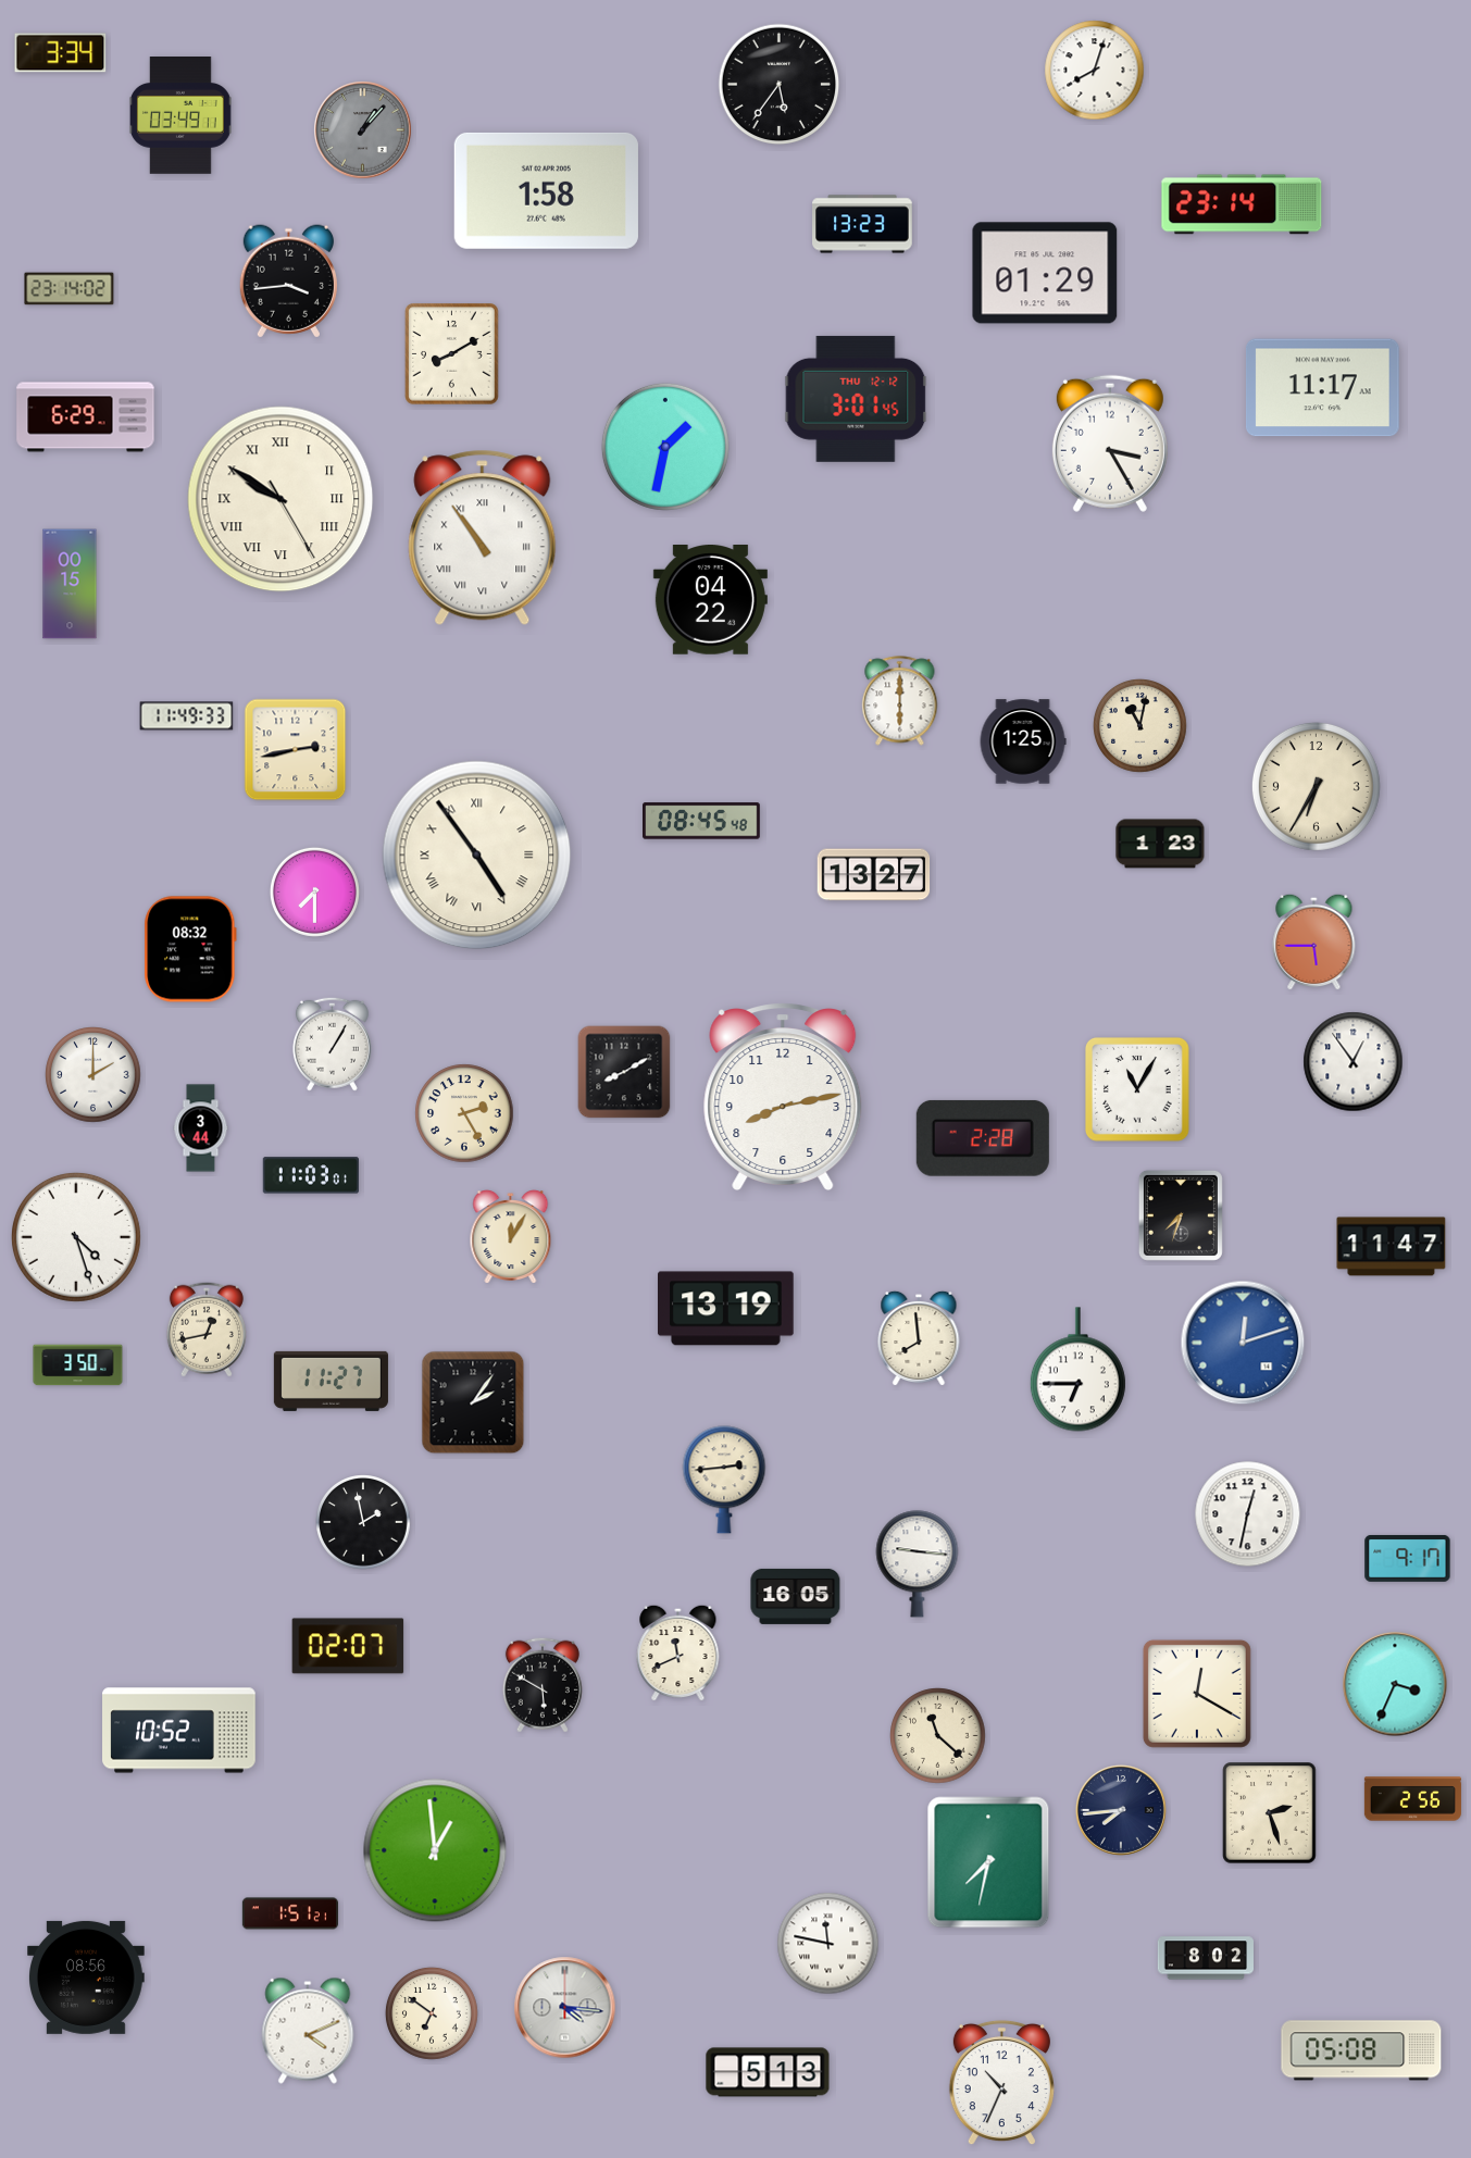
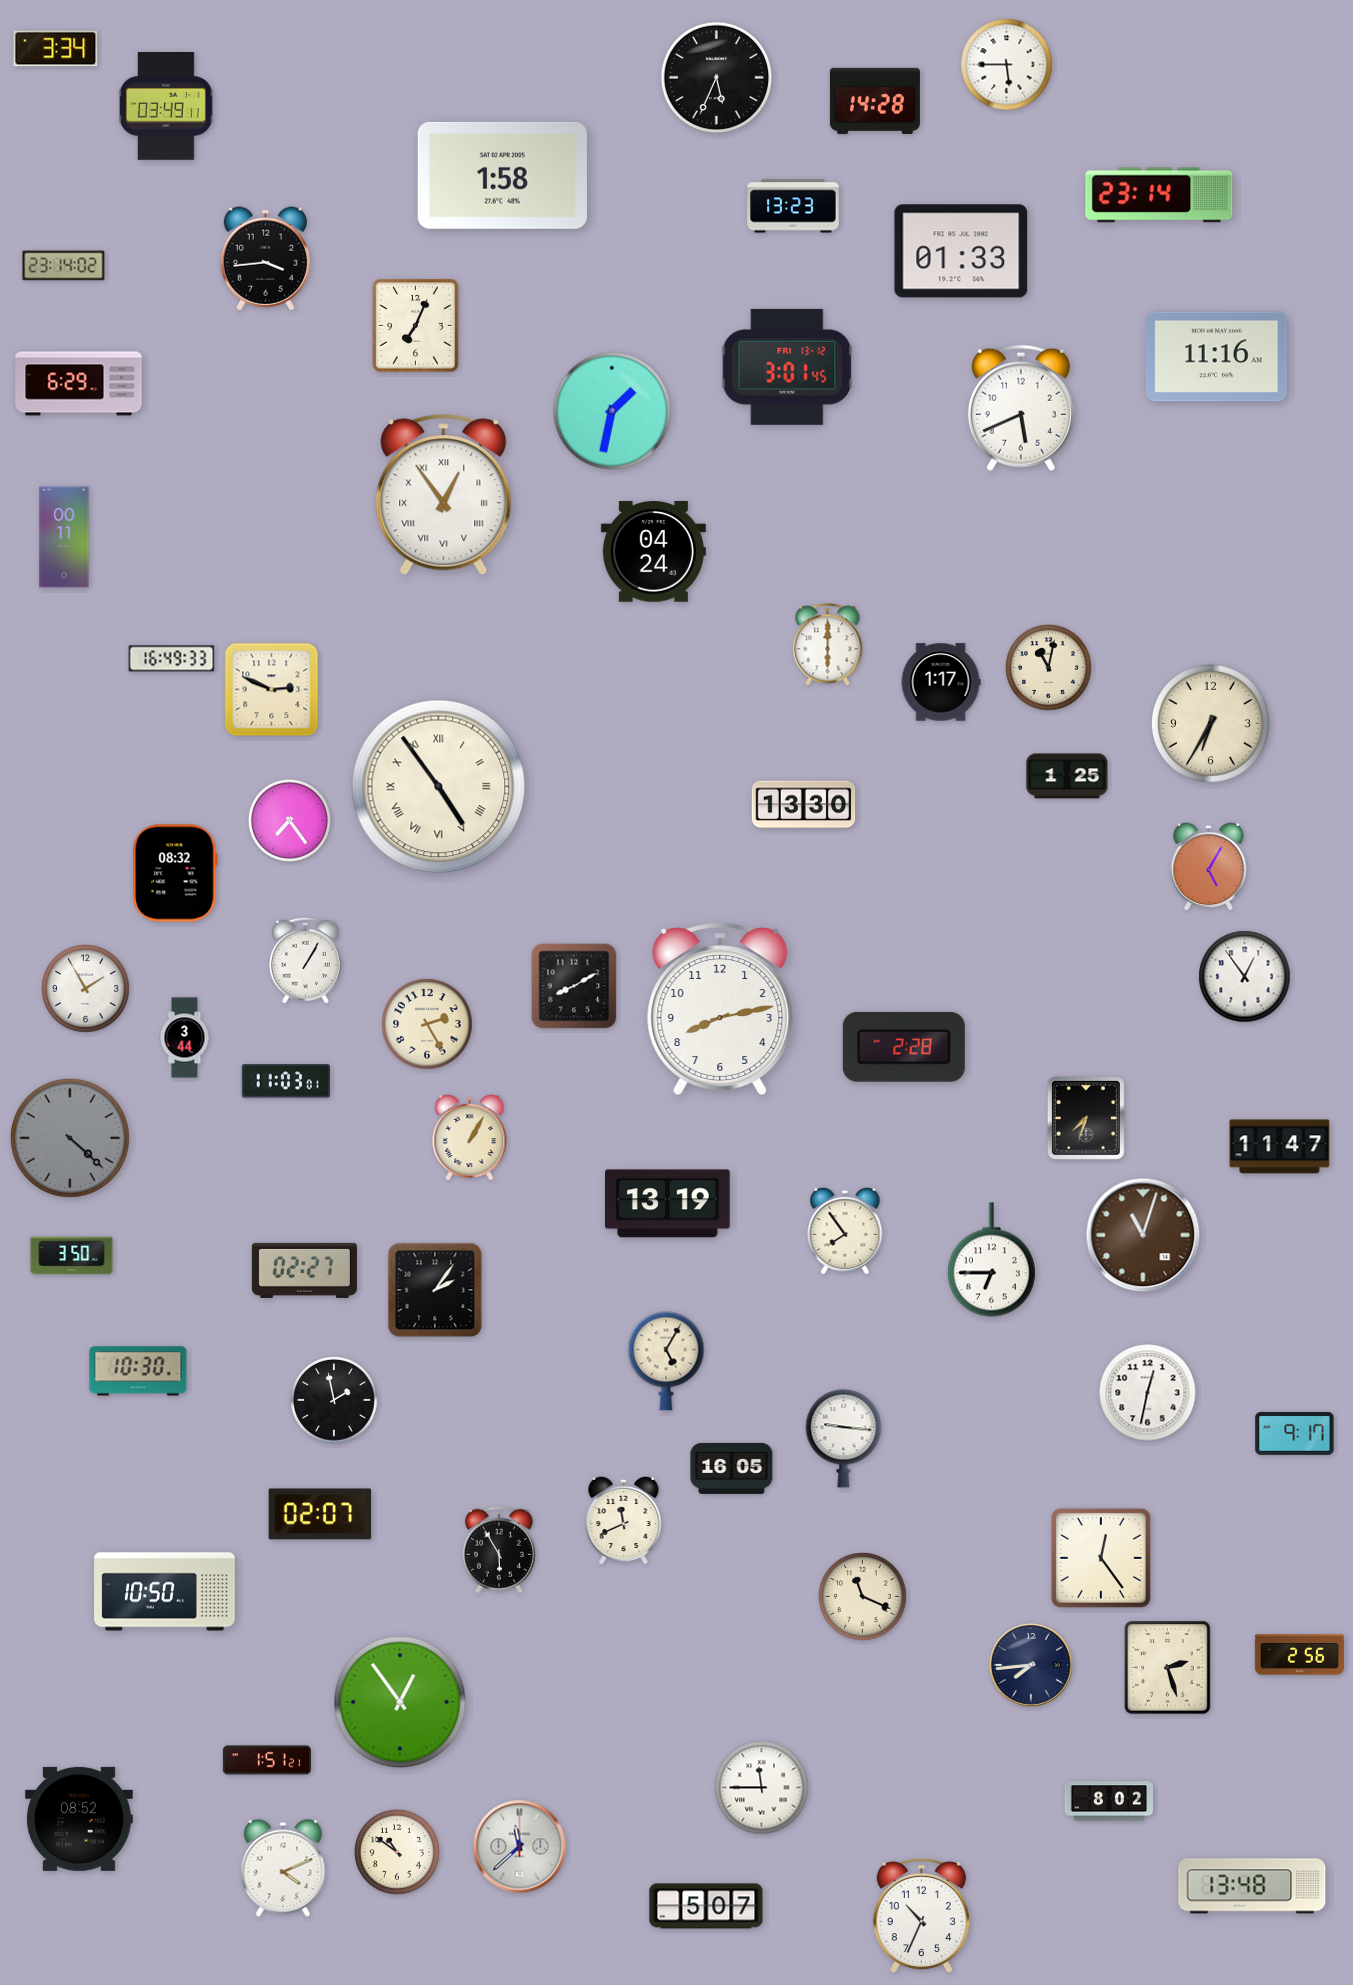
clock at (1095, 71): 8:03 -> 5:45
clock at (780, 85): 5:36 -> 5:34
clock at (875, 101): none -> 14:28
clock at (363, 130): 1:07 -> none
clock at (1242, 204) position: (1242, 204) -> (1159, 195)
clock at (1045, 273): 01:29 -> 01:33
clock at (452, 354): 8:10 -> 7:04
clock at (1322, 388): 11:17 -> 11:16
clock at (856, 399) date: THU 12-12 -> FRI 13-12
clock at (1110, 444): 3:25 -> 5:41
clock at (281, 499): 9:50 -> none
clock at (483, 538): 10:54 -> 12:54
clock at (70, 584): 00:15 -> 00:11
clock at (710, 600): 04:22 -> 04:24
clock at (187, 716): 11:49 -> 16:49
clock at (1023, 741): 1:25 -> 1:17
clock at (296, 750): 2:43 -> 2:49
clock at (702, 821): 08:45 -> none
clock at (1160, 844): 1:23 -> 1:25
clock at (874, 875): 13:27 -> 13:30
clock at (314, 891): 7:30 -> 7:24
clock at (1314, 941): 5:45 -> 5:05
clock at (94, 1075): 2:00 -> 1:55
clock at (1137, 1089): 11:05 -> none
clock at (76, 1237): 4:27 -> 4:22
clock at (76, 1237) dial: white -> grey
clock at (511, 1237): 12:05 -> 1:05
clock at (207, 1330): 12:43 -> none
clock at (919, 1338): 7:59 -> 7:54
clock at (1243, 1343): 12:12 -> 11:03
clock at (1243, 1343) dial: blue -> brown
clock at (331, 1381): 11:27 -> 02:27
clock at (724, 1480): 2:44 -> 5:05
clock at (138, 1371): none -> 10:30
clock at (1395, 1684): 3:34 -> none
clock at (543, 1685): 5:50 -> 5:55
clock at (1197, 1694): 12:20 -> 12:24
clock at (179, 1731): 10:52 -> 10:50
clock at (938, 1736): 11:22 -> 11:19
clock at (435, 1850): 12:59 -> 12:54
clock at (988, 1862): 7:32 -> none
clock at (828, 1944): 11:47 -> 11:45
clock at (87, 1978): 08:56 -> 08:52
clock at (565, 2008): 4:16 -> 11:38
clock at (432, 2013): 6:51 -> 10:51
clock at (1361, 2050): 05:08 -> 13:48
clock at (768, 2072): 5:13 -> 5:07
